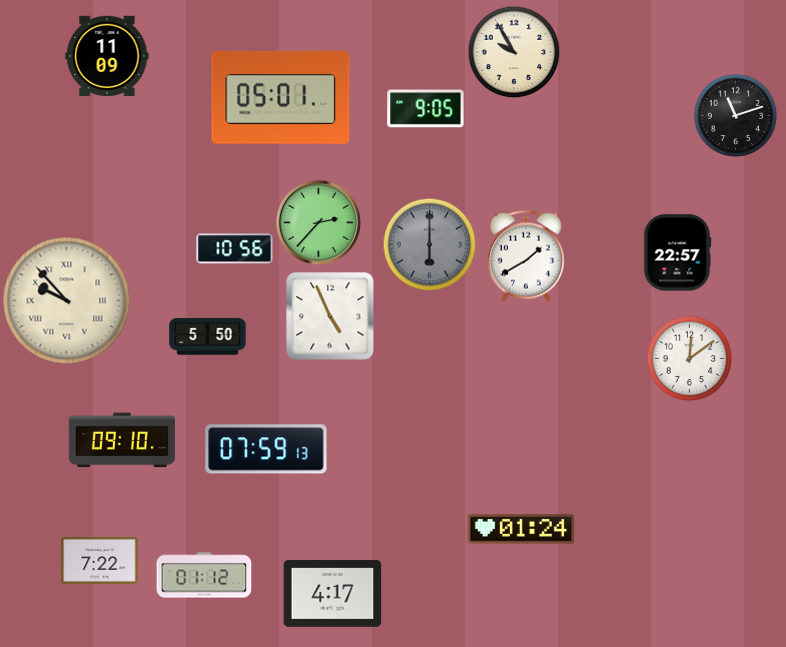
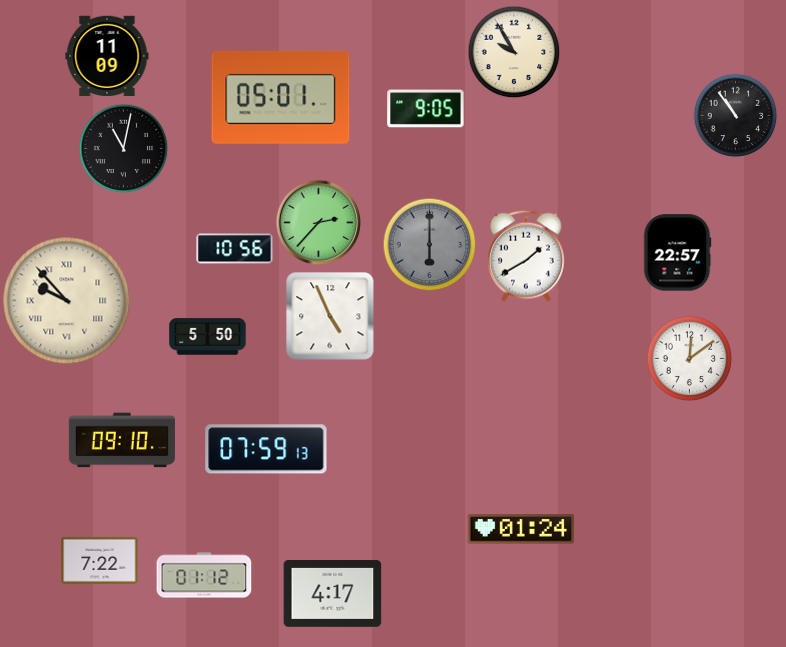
clock at (735, 115): 11:12 -> 10:54
clock at (123, 148): none -> 11:02
